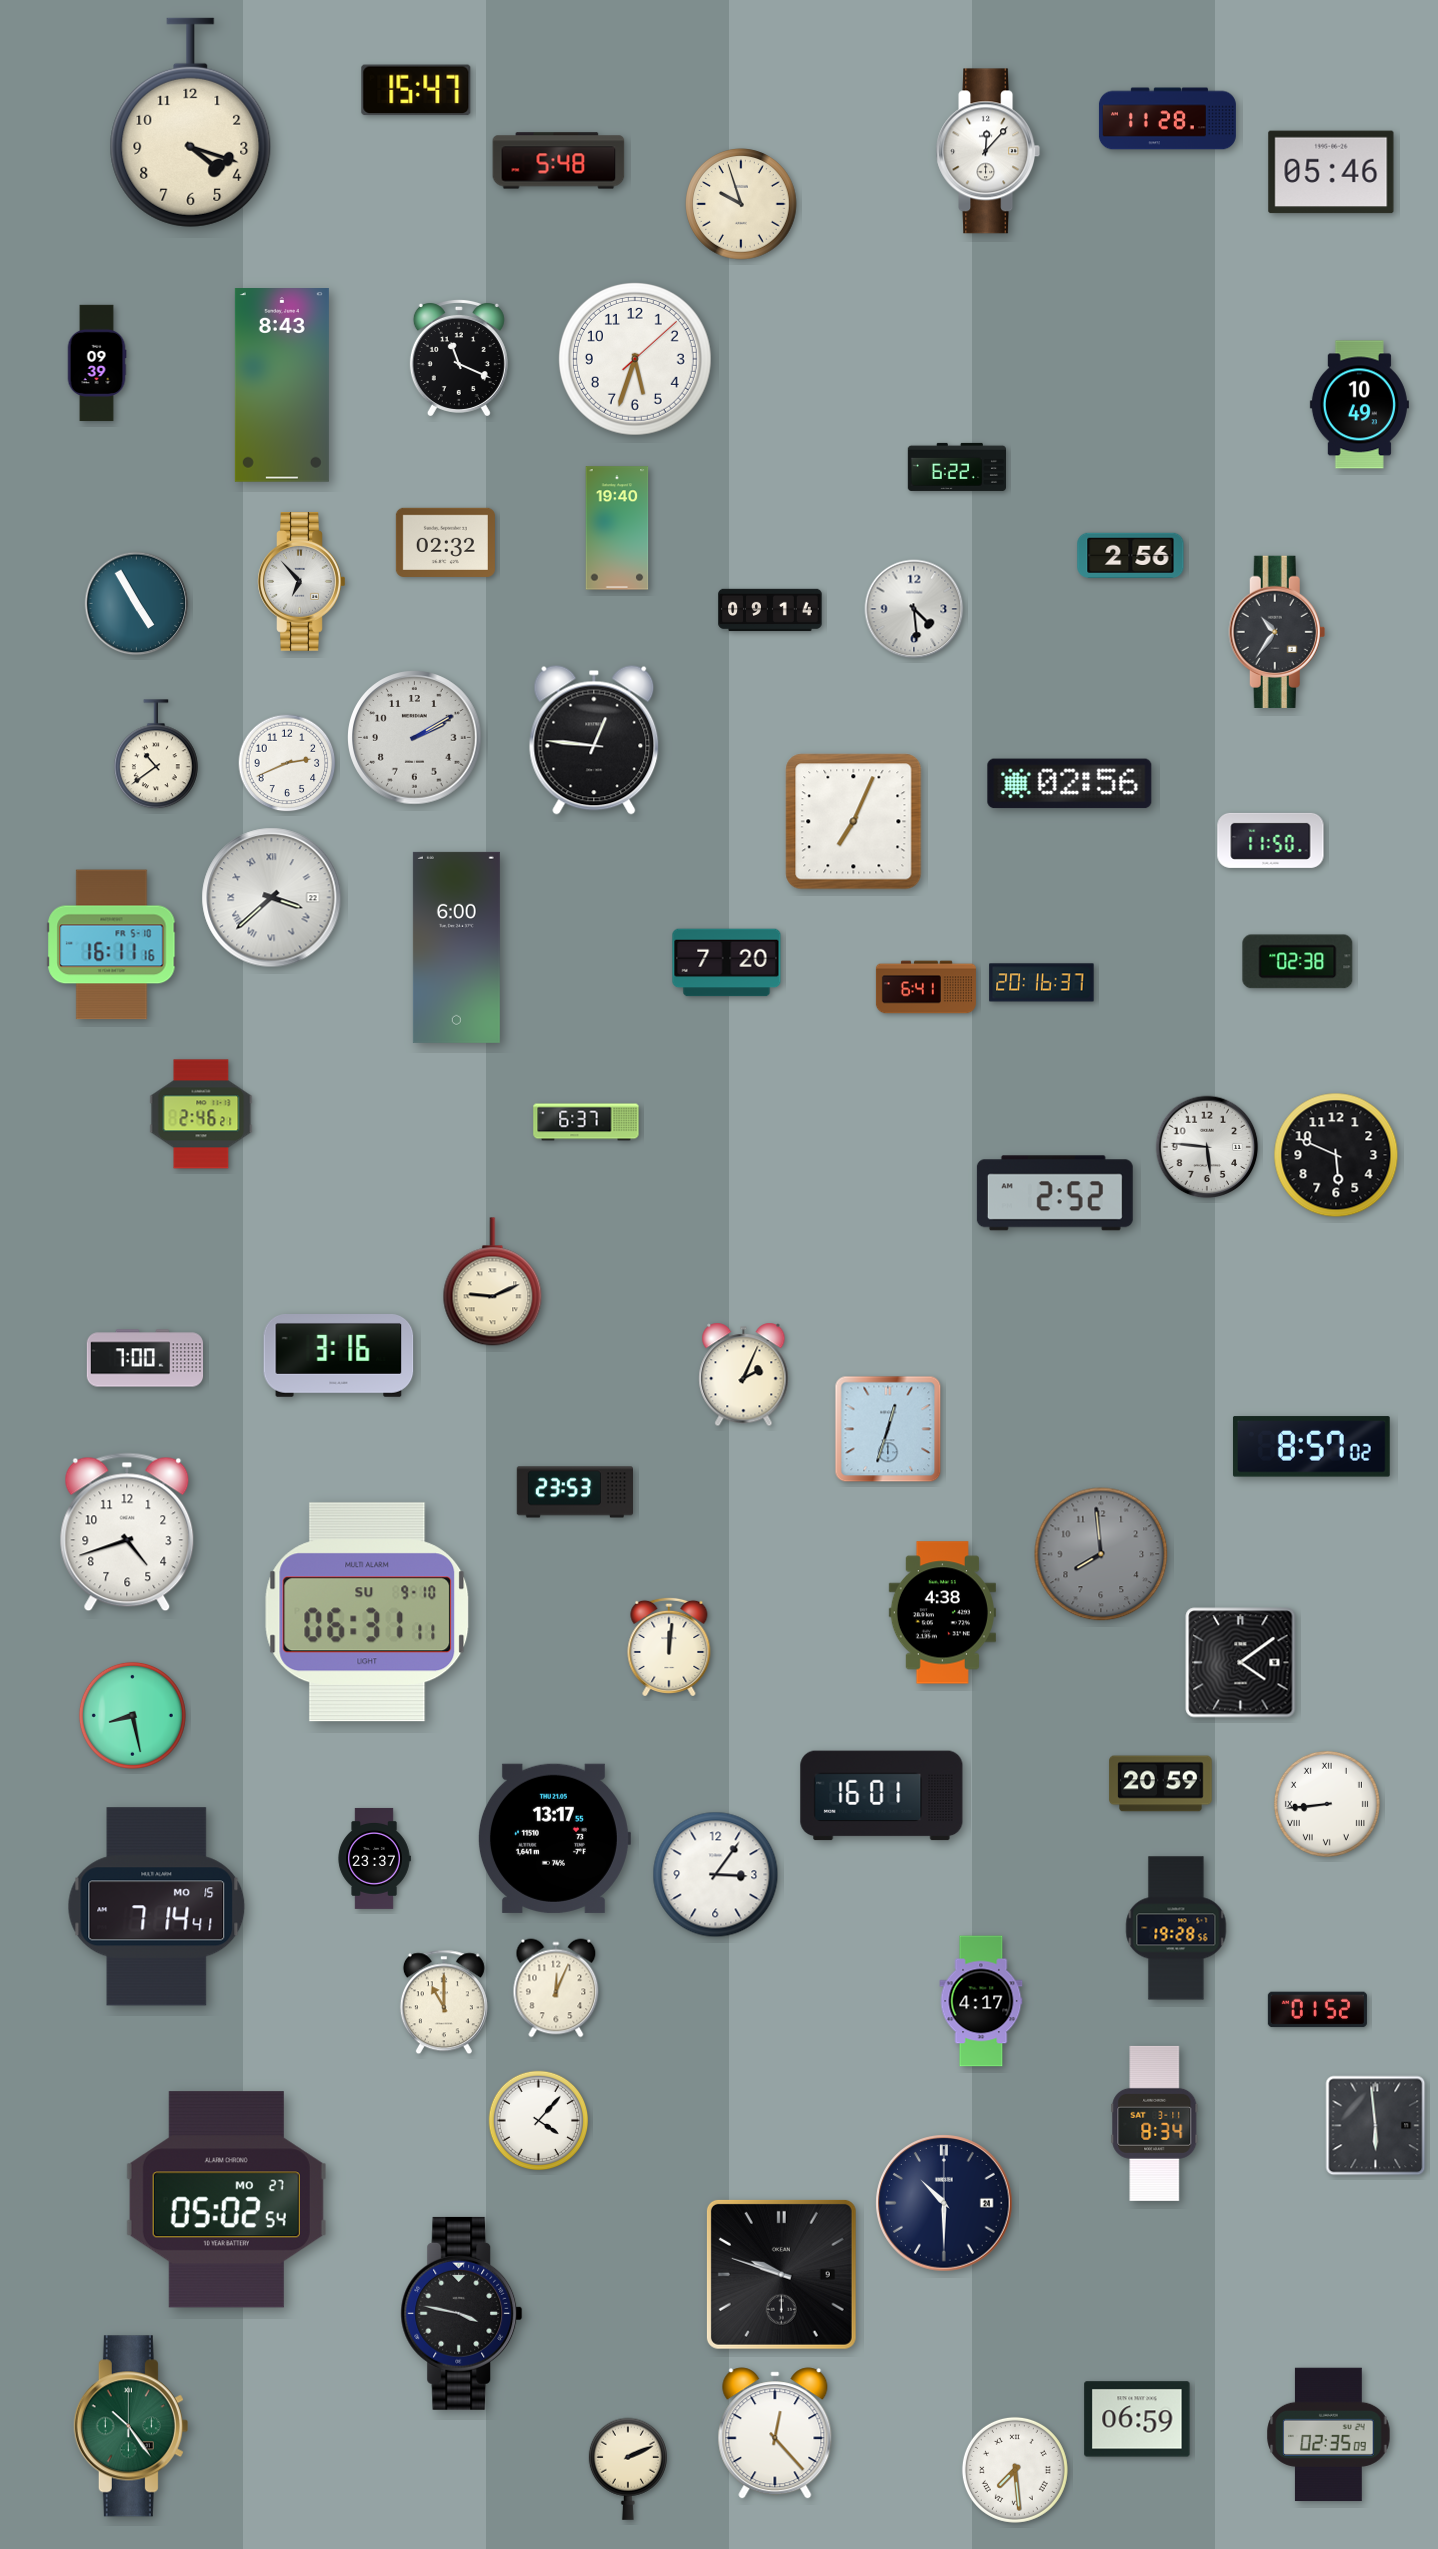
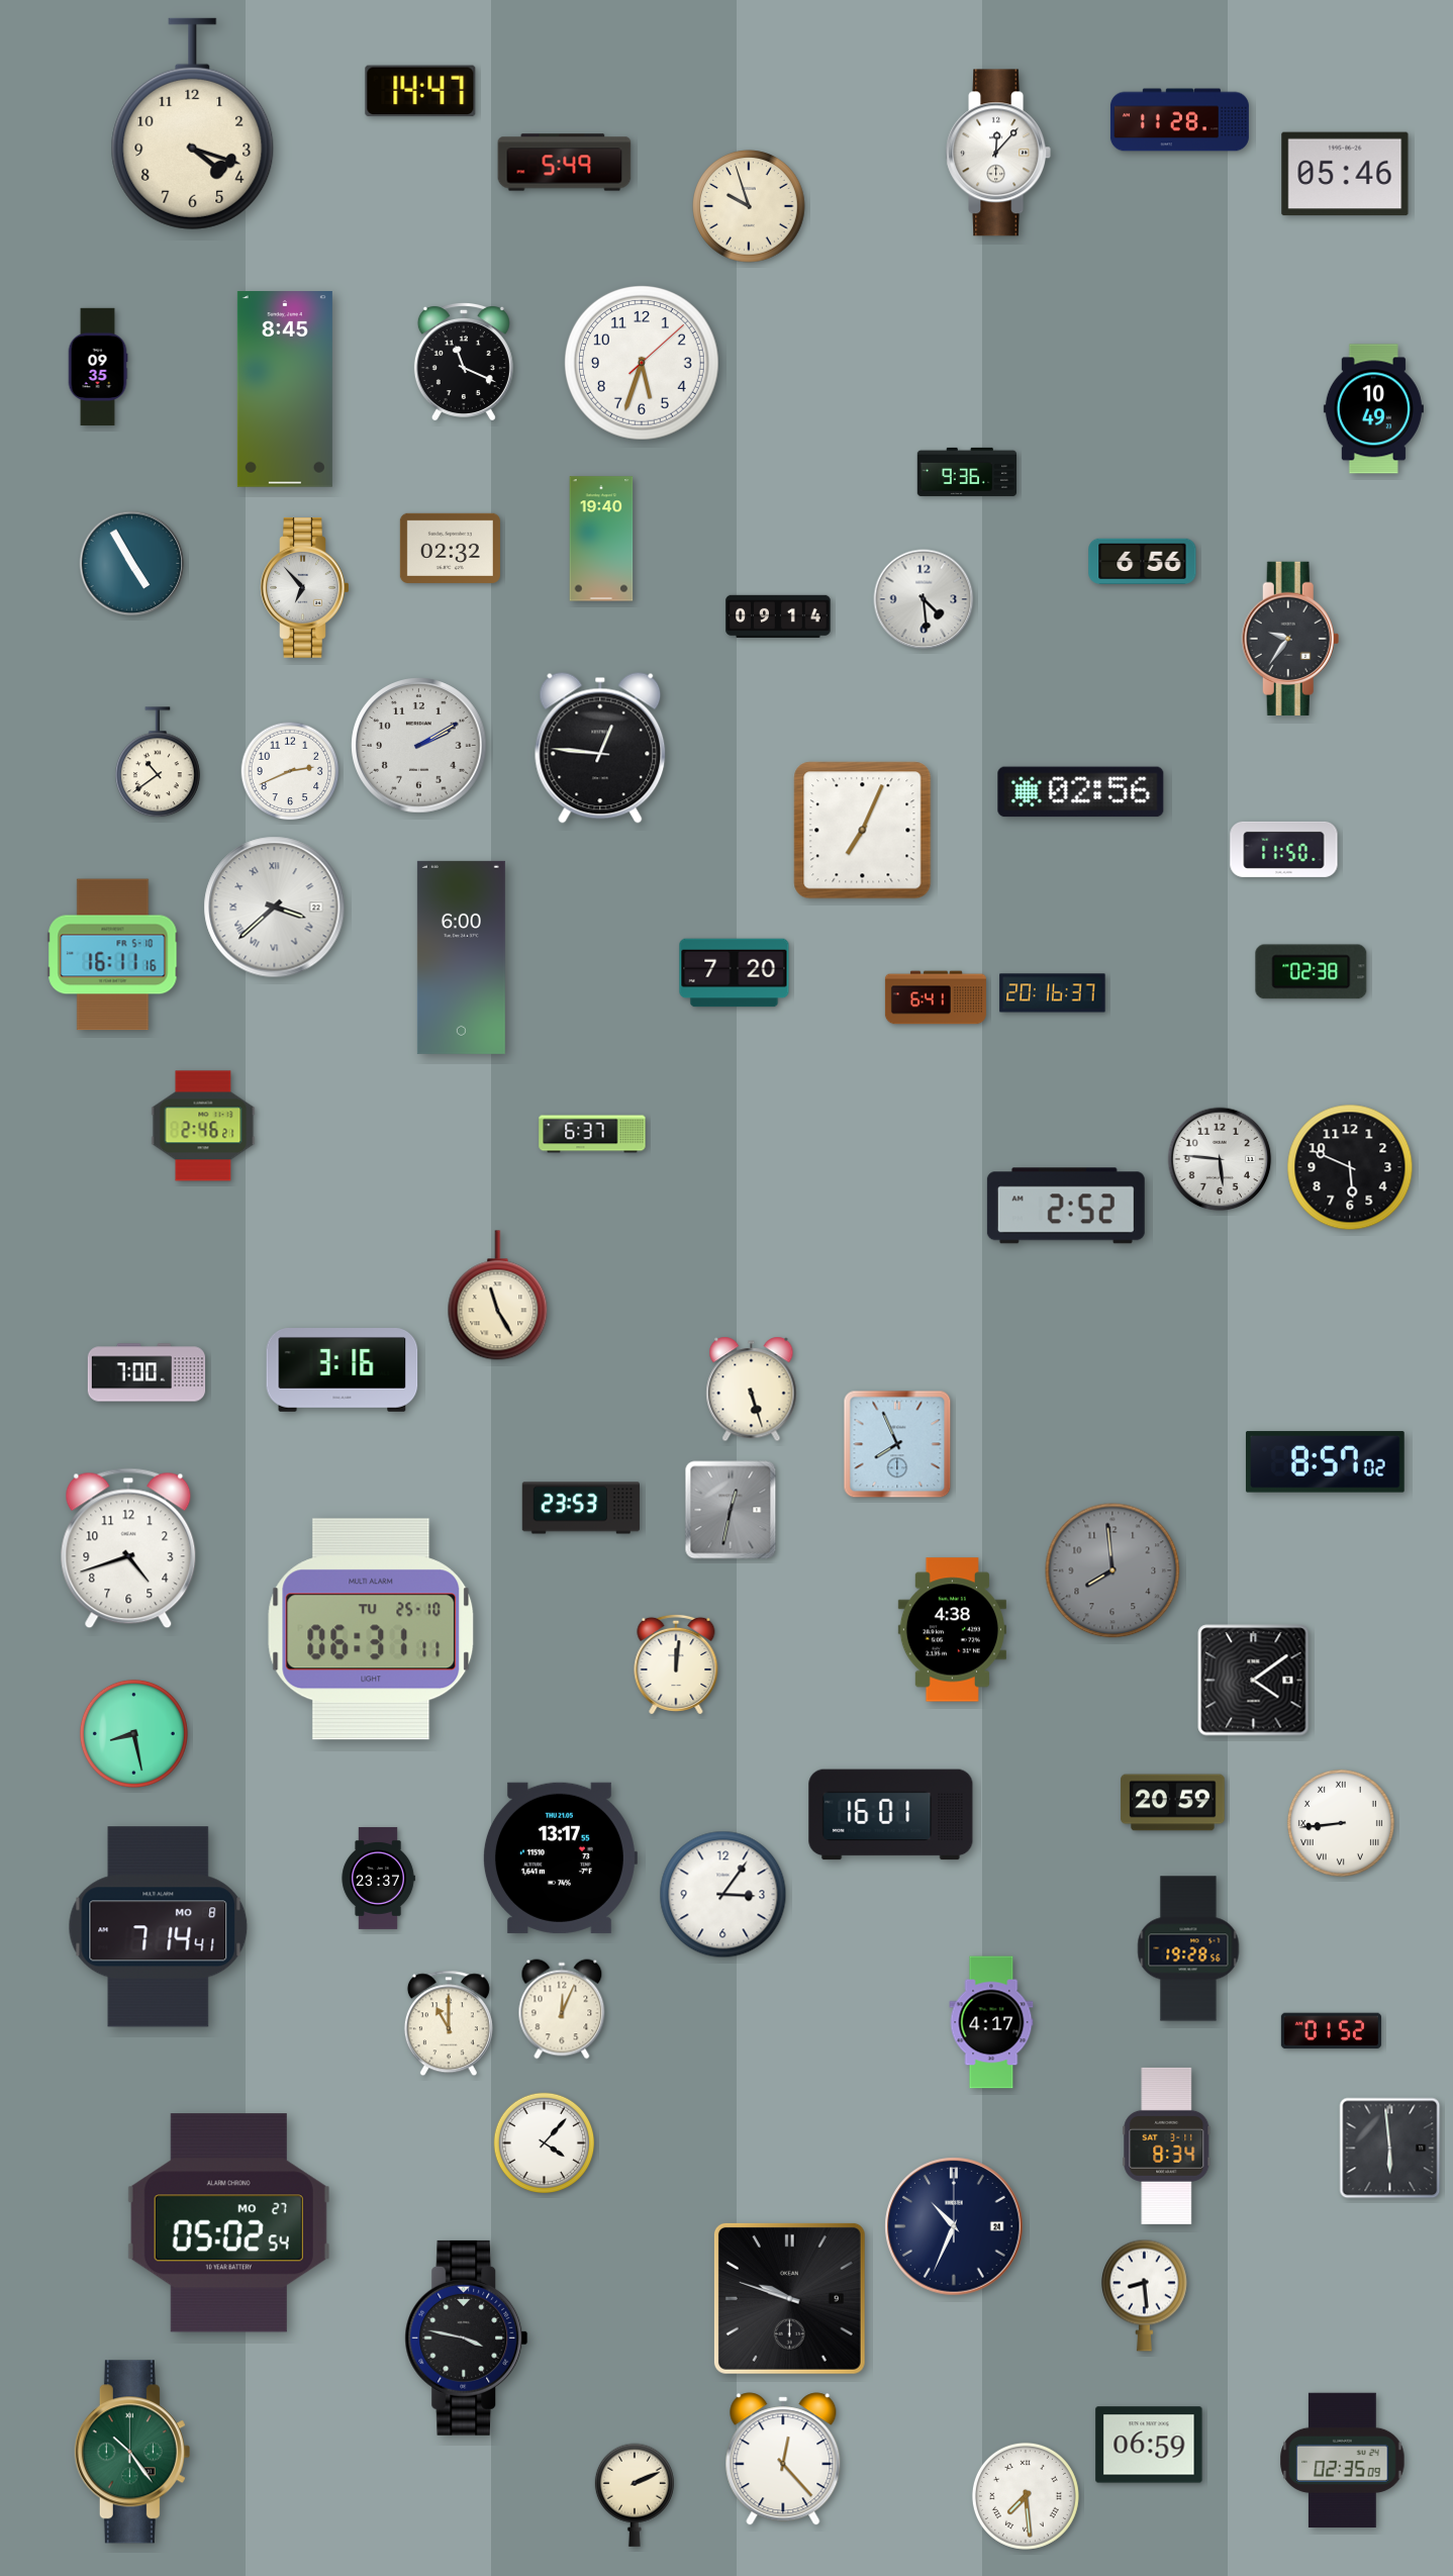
clock at (416, 90): 15:47 -> 14:47
clock at (559, 161): 5:48 -> 5:49
clock at (97, 363): 09:39 -> 09:35
clock at (282, 386): 8:43 -> 8:45
clock at (956, 467): 6:22 -> 9:36
clock at (617, 528) position: (617, 528) -> (601, 539)
clock at (1131, 555): 2:56 -> 6:56
clock at (137, 604) position: (137, 604) -> (132, 564)
clock at (914, 609) position: (914, 609) -> (924, 599)
clock at (1277, 632): 10:36 -> 9:36
clock at (493, 1282): 9:11 -> 11:25
clock at (744, 1375): 2:04 -> 5:27
clock at (888, 1429): 12:33 -> 7:56
clock at (731, 1510): none -> 12:32
clock at (367, 1612) date: SU 9-10 -> TU 25-10
clock at (157, 1907) date: MO 15 -> MO 8
clock at (944, 2203): 10:30 -> 10:34
clock at (1144, 2295): none -> 8:29
